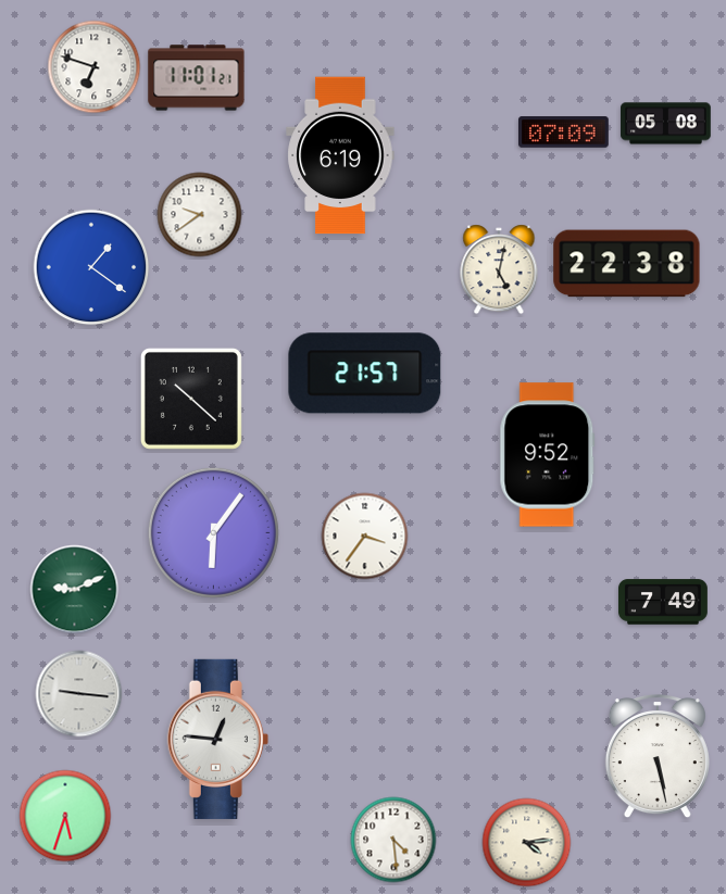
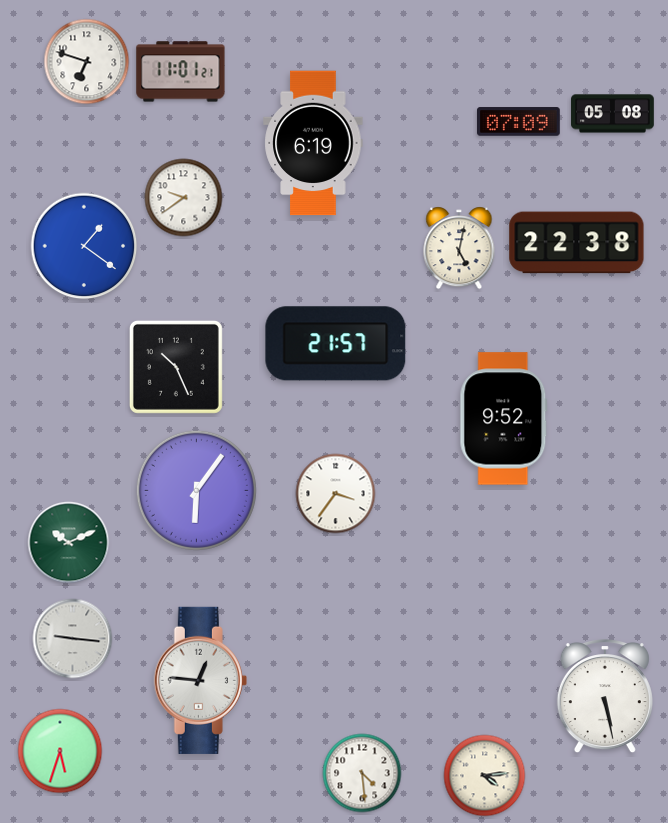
clock at (191, 399): 10:22 -> 10:26
clock at (75, 590): 9:11 -> 10:11
clock at (664, 602): 7:49 -> none
